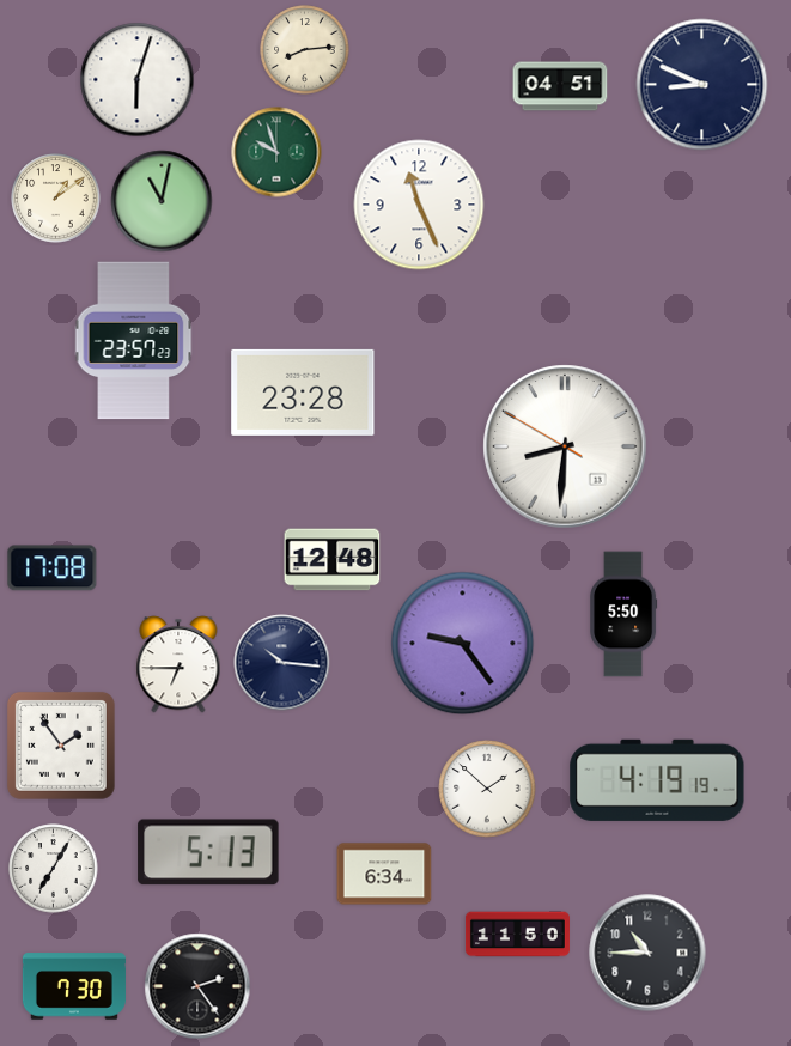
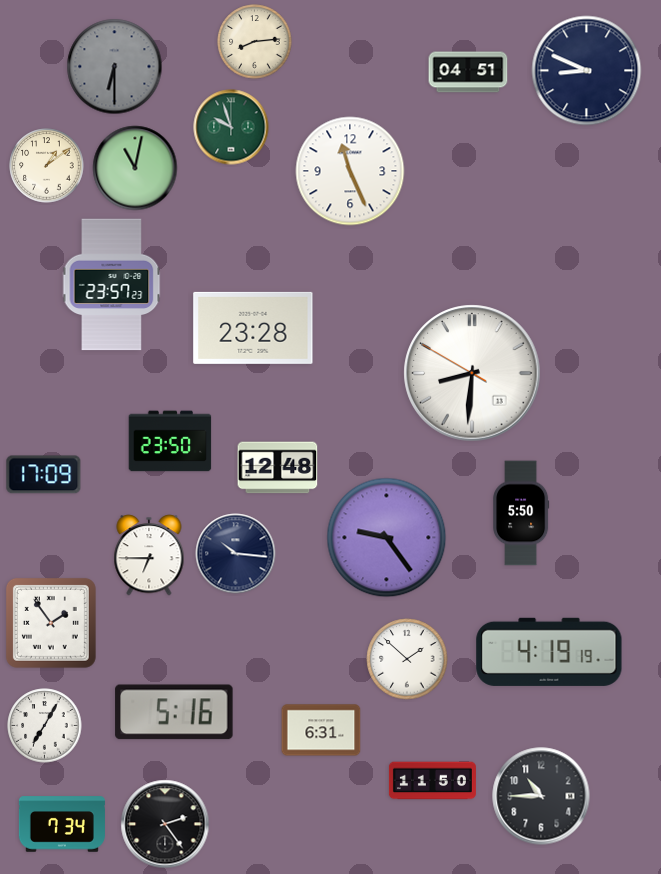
clock at (138, 80): 6:03 -> 6:30
clock at (138, 80) dial: white -> grey
clock at (170, 441): none -> 23:50
clock at (53, 568): 17:08 -> 17:09
clock at (208, 852): 5:13 -> 5:16
clock at (384, 874): 6:34 -> 6:31
clock at (74, 986): 7:30 -> 7:34
